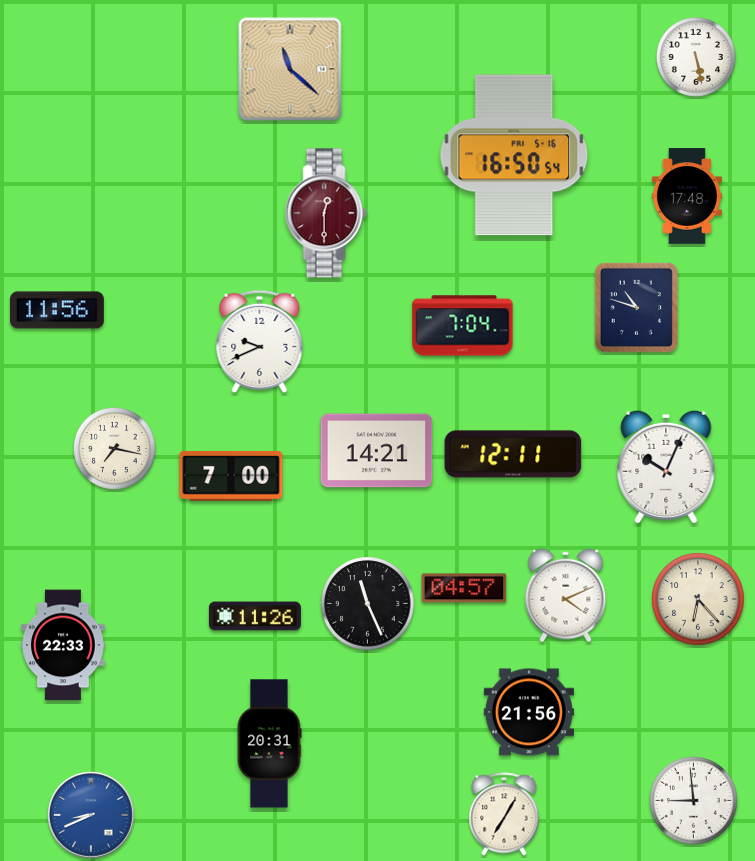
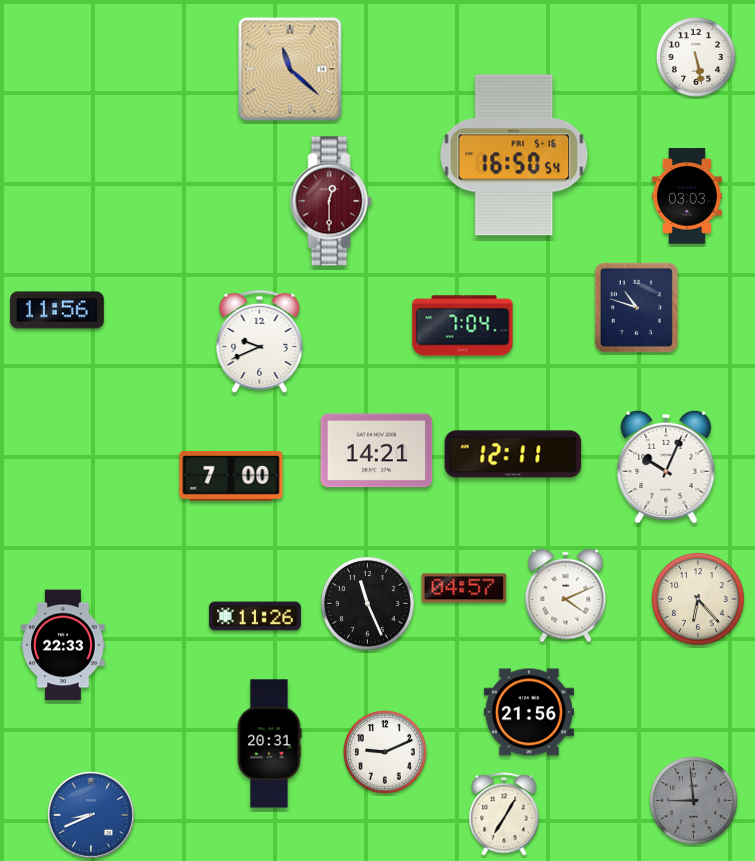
clock at (687, 196): 17:48 -> 03:03
clock at (326, 213) position: (326, 213) -> (331, 201)
clock at (115, 449): 7:17 -> none
clock at (386, 753): none -> 9:11
clock at (694, 801) dial: white -> grey
